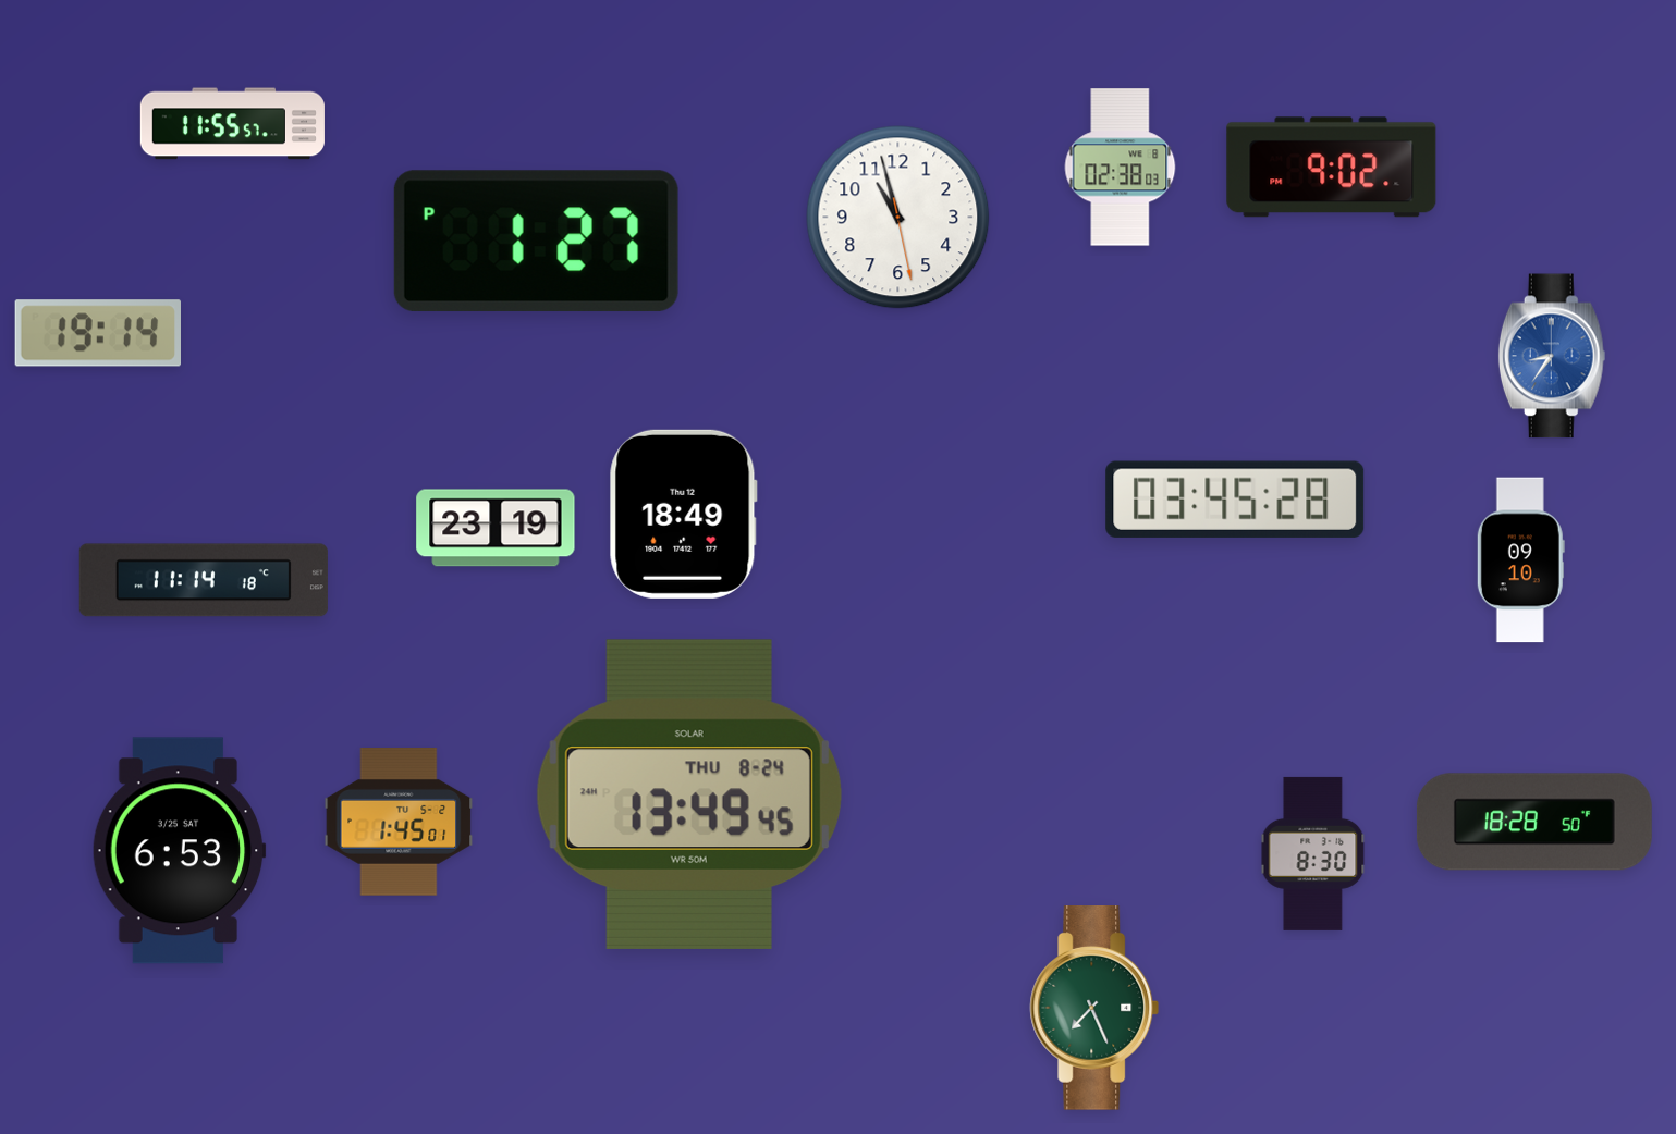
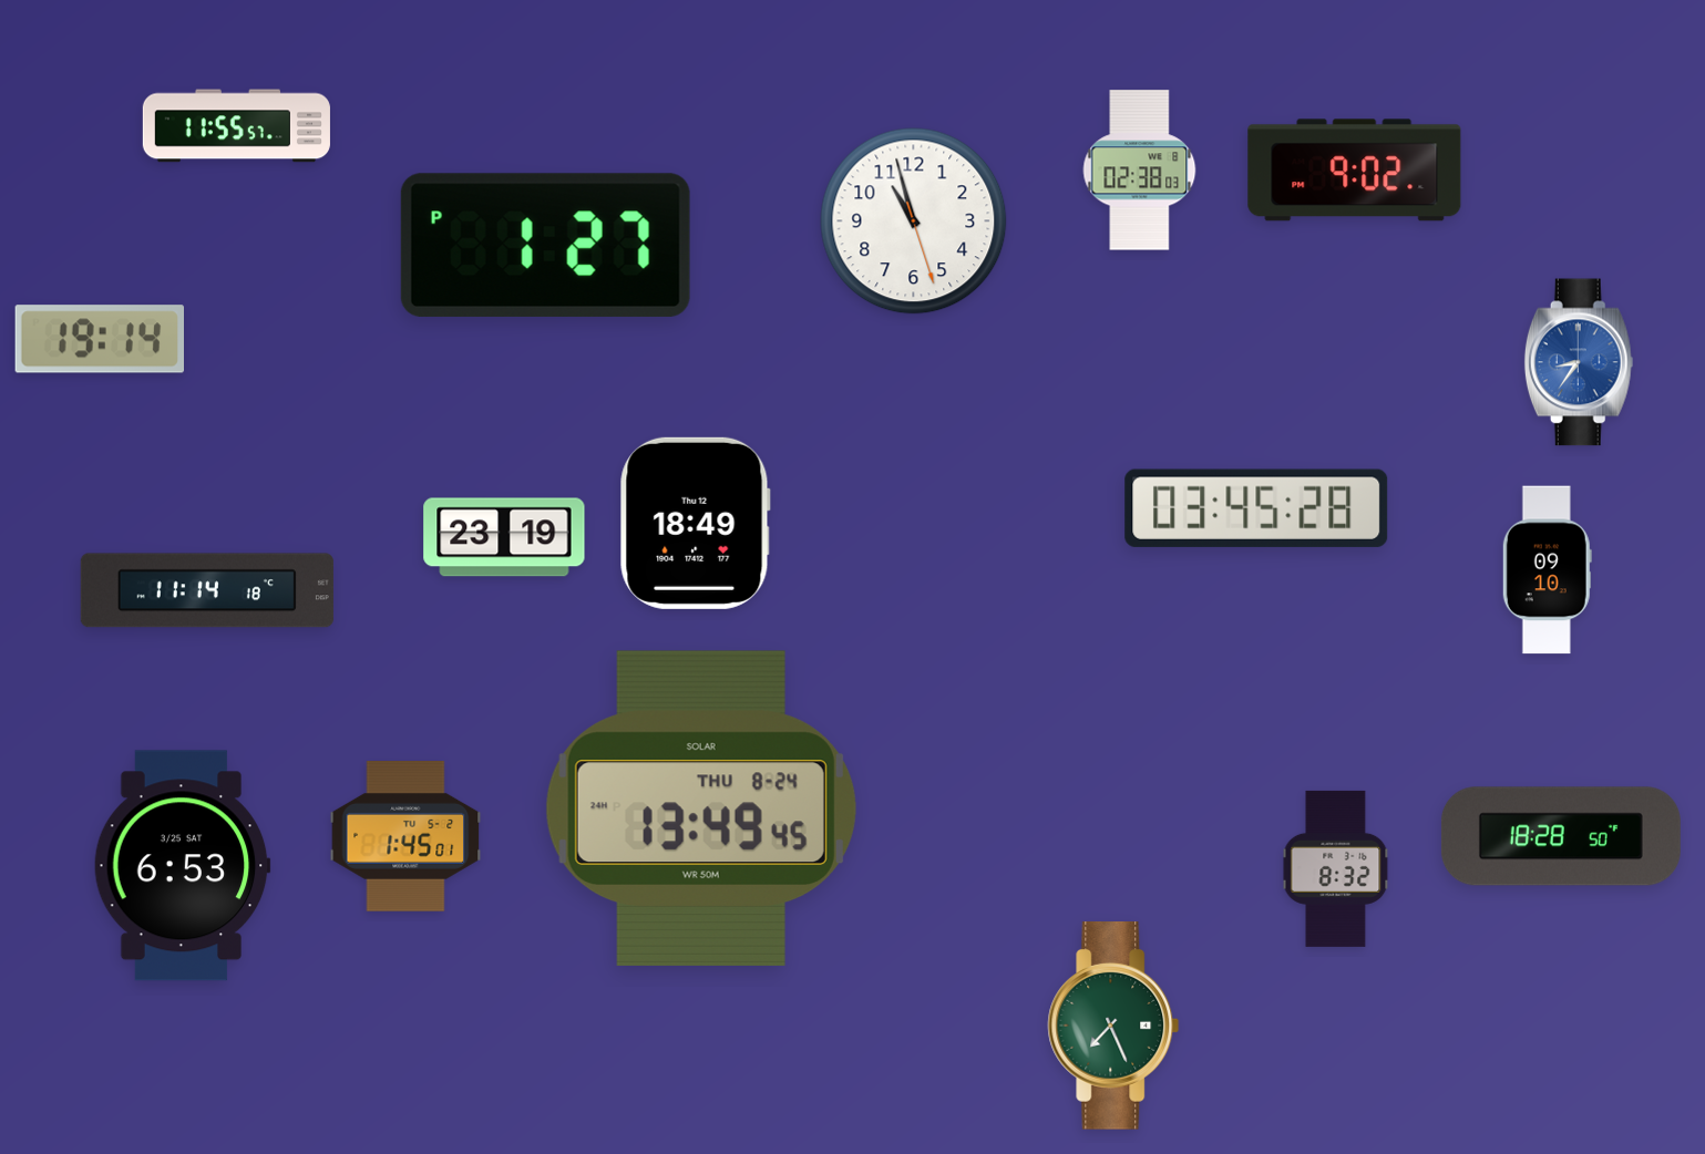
clock at (898, 218): 10:57:28 -> 10:57:27
clock at (1313, 853): 8:30 -> 8:32
